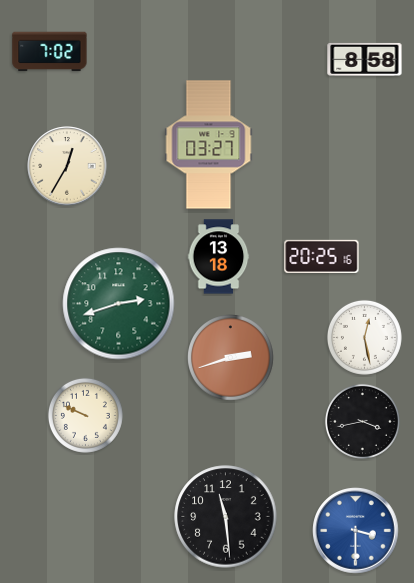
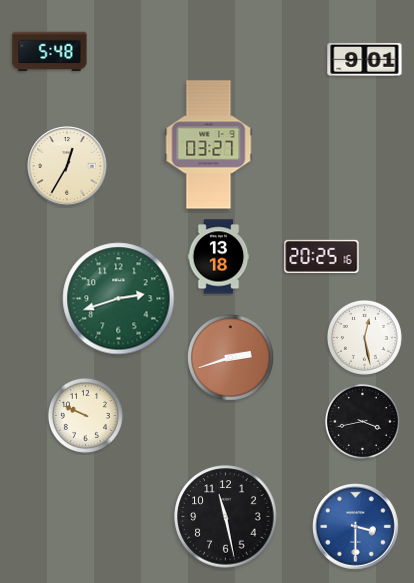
clock at (50, 52): 7:02 -> 5:48
clock at (365, 59): 8:58 -> 9:01
clock at (119, 304) position: (119, 304) -> (119, 299)
clock at (226, 517): 11:29 -> 11:28
clock at (356, 531) position: (356, 531) -> (356, 527)
